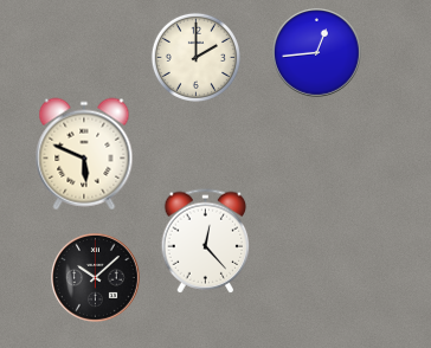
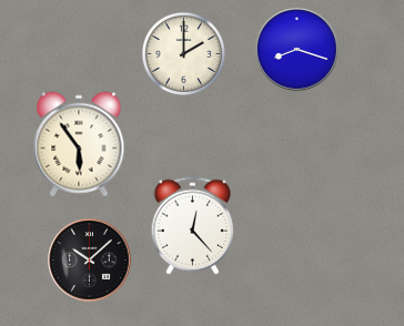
clock at (317, 53): 12:44 -> 8:18
clock at (84, 154): 5:49 -> 5:54
